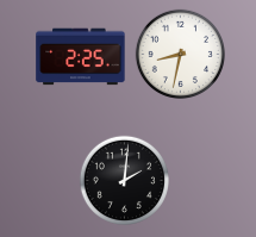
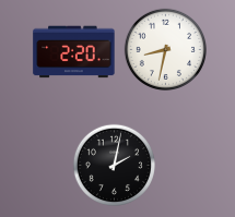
clock at (81, 57): 2:25 -> 2:20
clock at (124, 180): 2:01 -> 2:02
